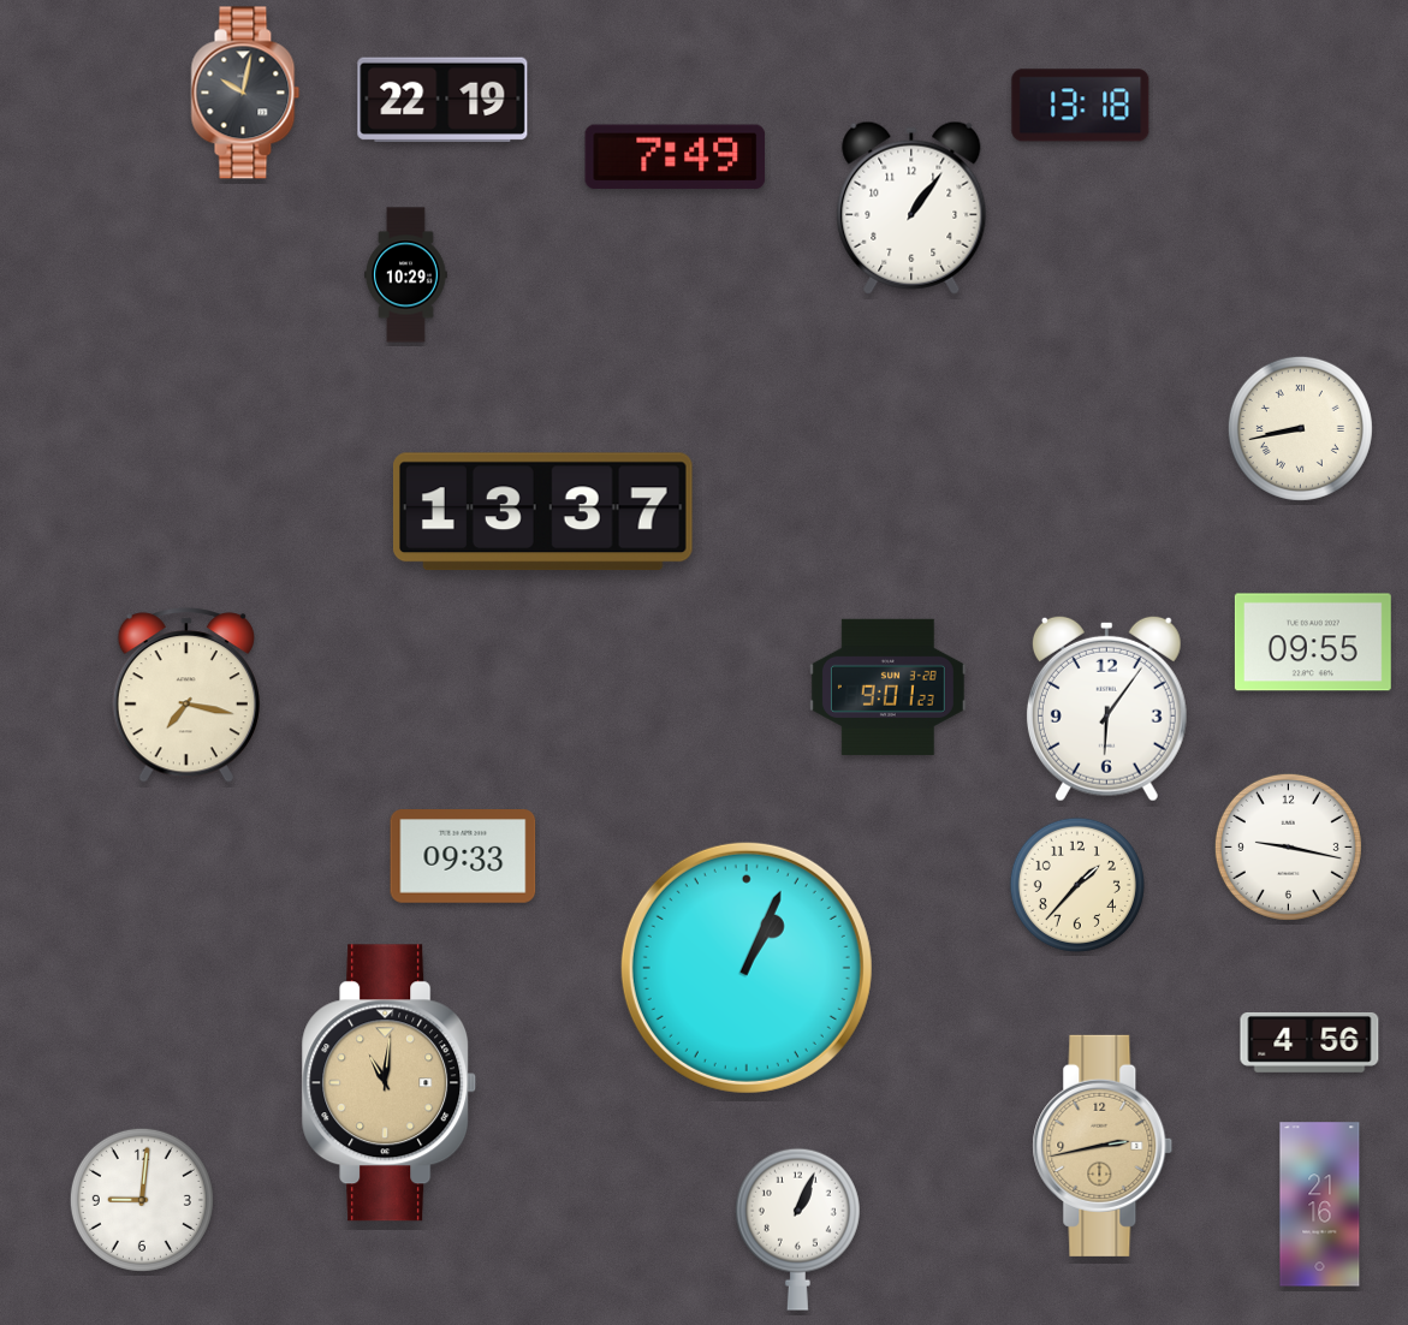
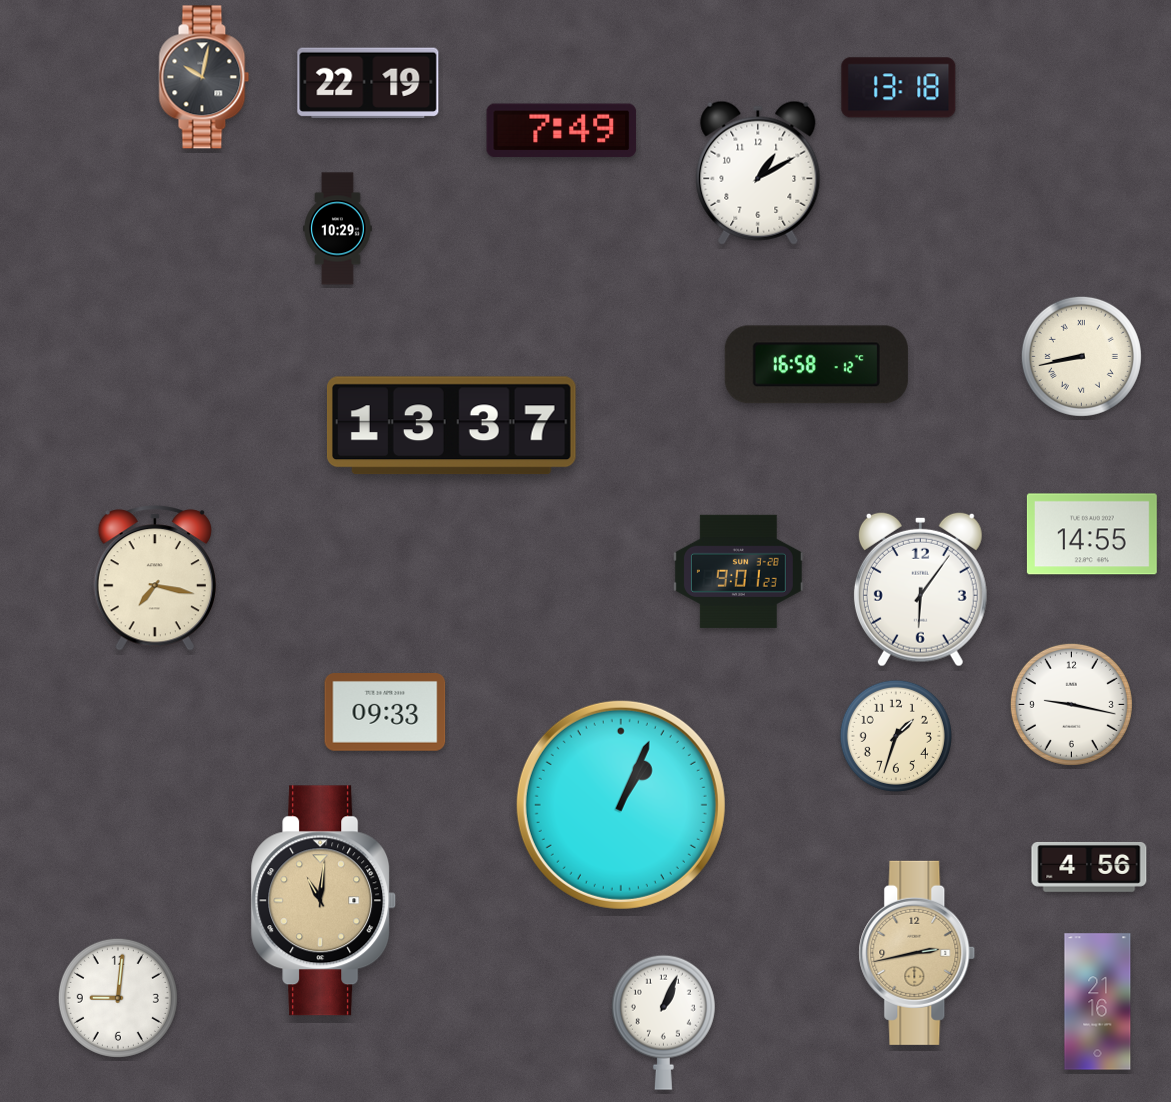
clock at (911, 208): 1:06 -> 1:10
clock at (816, 365): none -> 16:58
clock at (1313, 642): 09:55 -> 14:55
clock at (1077, 885): 1:37 -> 1:33
